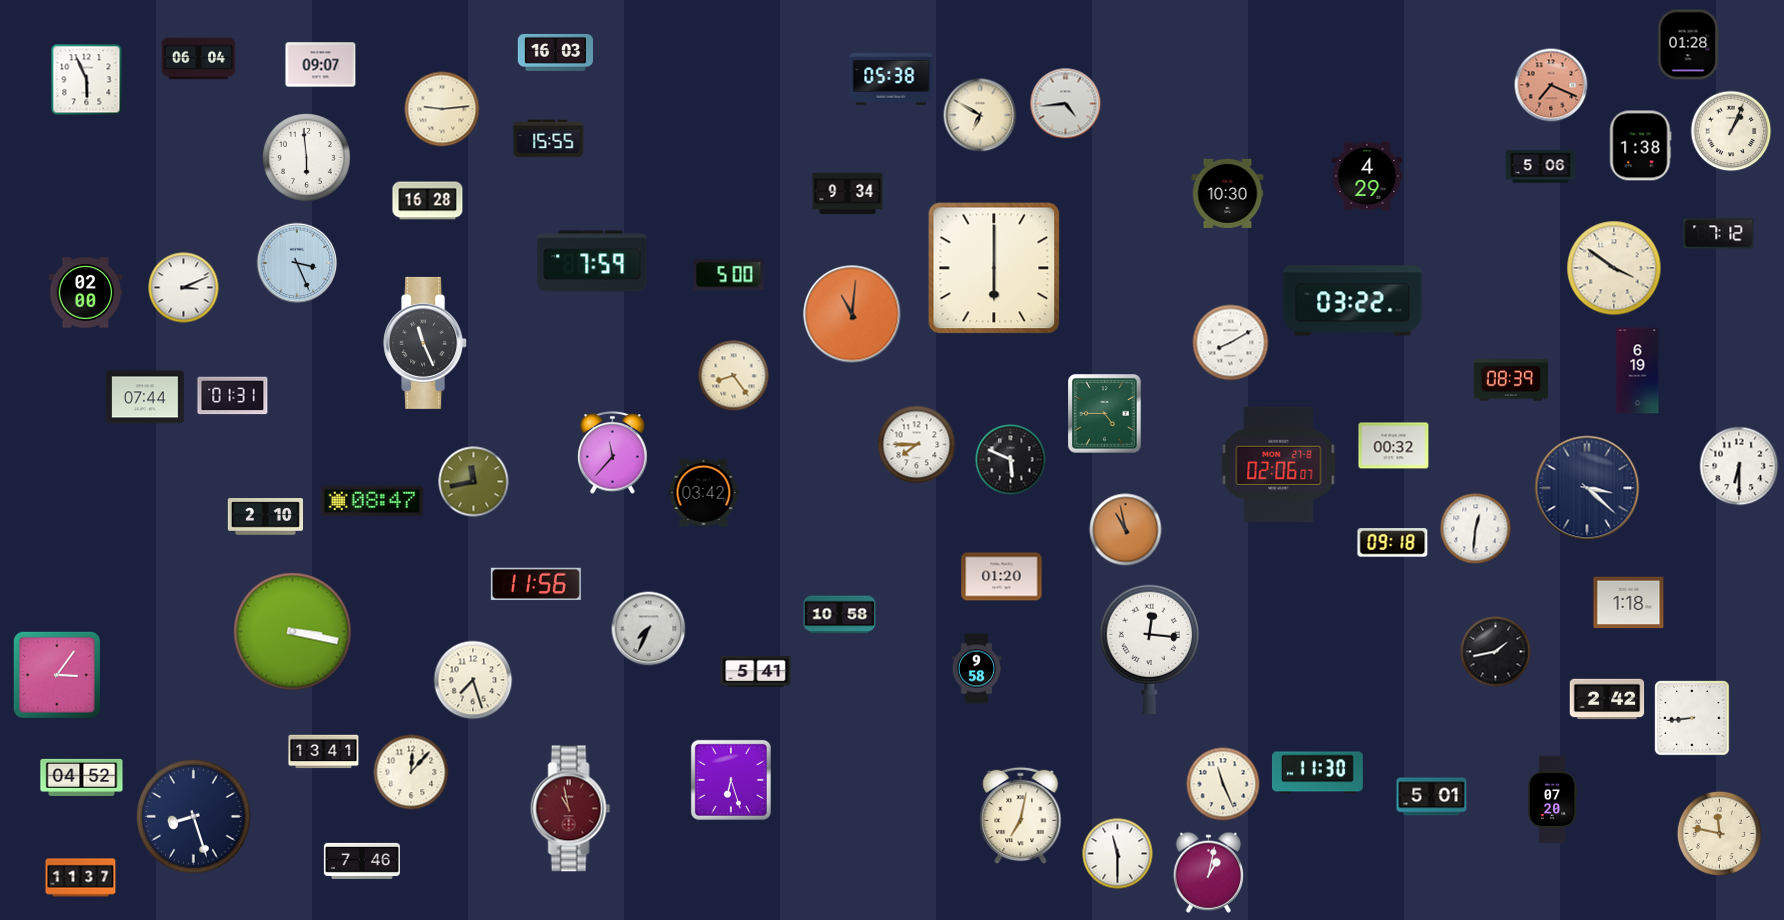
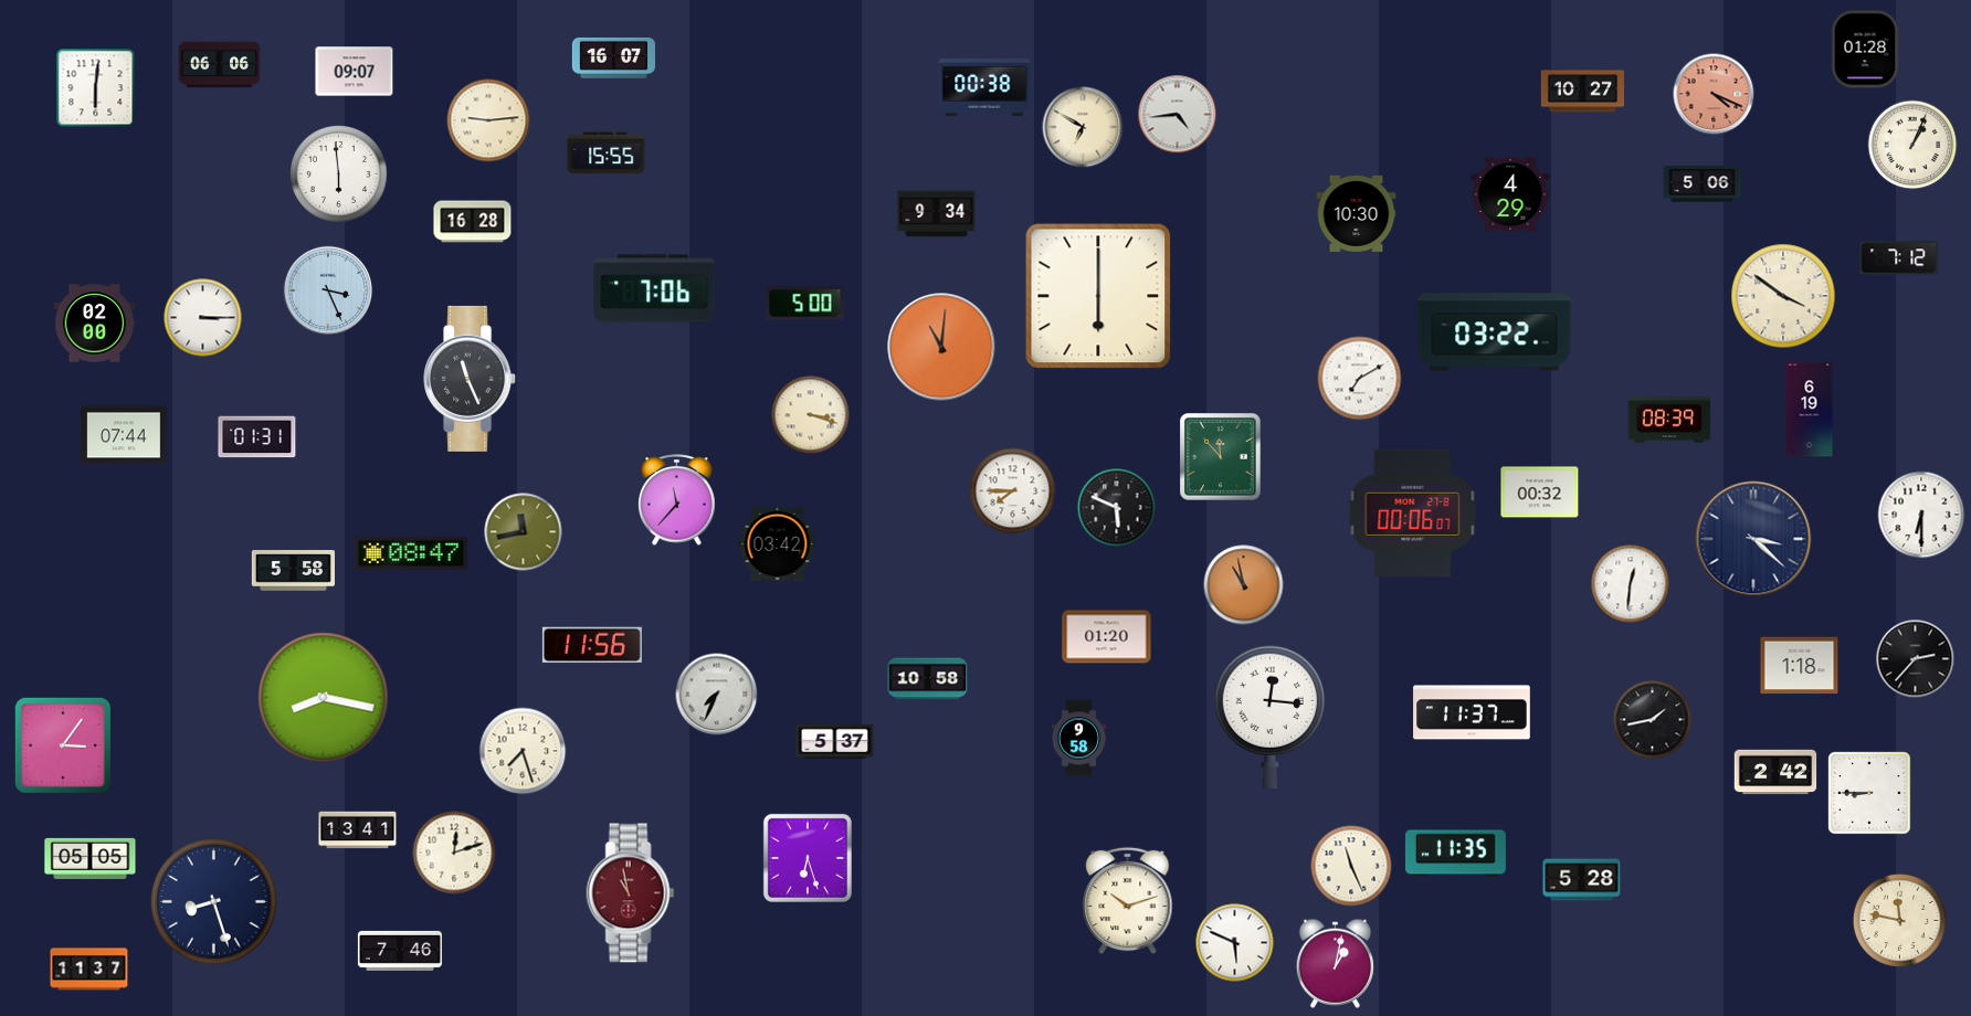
clock at (555, 52): 16:03 -> 16:07
clock at (199, 59): 06:04 -> 06:06
clock at (891, 79): 05:38 -> 00:38
clock at (87, 80): 5:56 -> 6:01
clock at (1582, 92): none -> 10:27
clock at (1551, 85): 7:19 -> 4:19
clock at (1640, 146): 1:38 -> none
clock at (592, 261): 7:59 -> 7:06
clock at (184, 288): 3:11 -> 3:15
clock at (1231, 343): 8:10 -> 7:10
clock at (734, 376): 8:24 -> 3:18
clock at (145, 397) position: (145, 397) -> (124, 435)
clock at (1105, 414): 4:45 -> 11:53
clock at (1279, 465): 02:06 -> 00:06
clock at (265, 517): 2:10 -> 5:58
clock at (1393, 543): 09:18 -> none
clock at (1916, 659): none -> 2:37
clock at (293, 632): 3:17 -> 8:17
clock at (1472, 712): none -> 11:37
clock at (756, 671): 5:41 -> 5:37
clock at (1692, 718): 8:44 -> 8:45
clock at (411, 772): 12:07 -> 12:12
clock at (1317, 773): 11:30 -> 11:35
clock at (82, 777): 04:52 -> 05:05
clock at (731, 780) position: (731, 780) -> (808, 858)
clock at (1432, 797): 5:01 -> 5:28
clock at (1552, 800): 07:20 -> none
clock at (1021, 816): 7:02 -> 10:12
clock at (1118, 854): 11:30 -> 5:49
